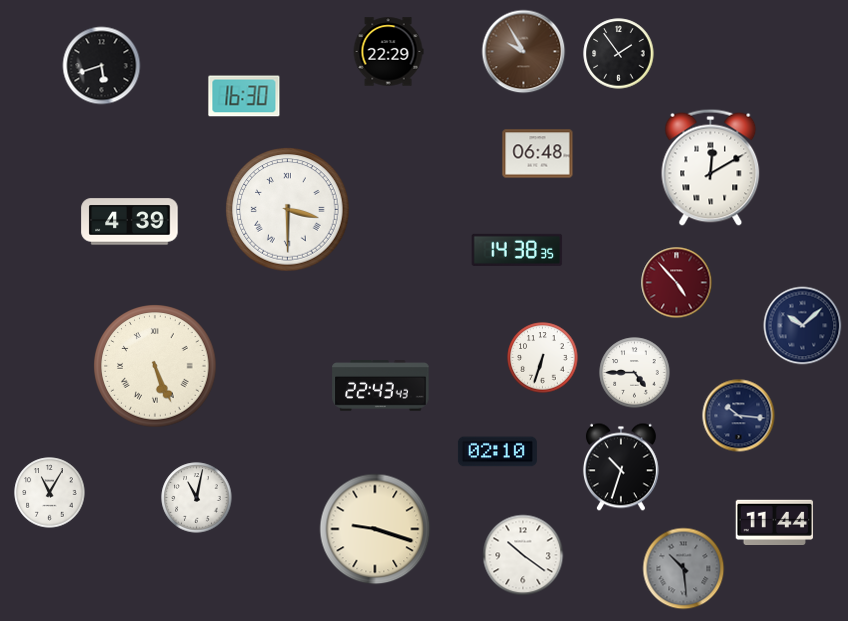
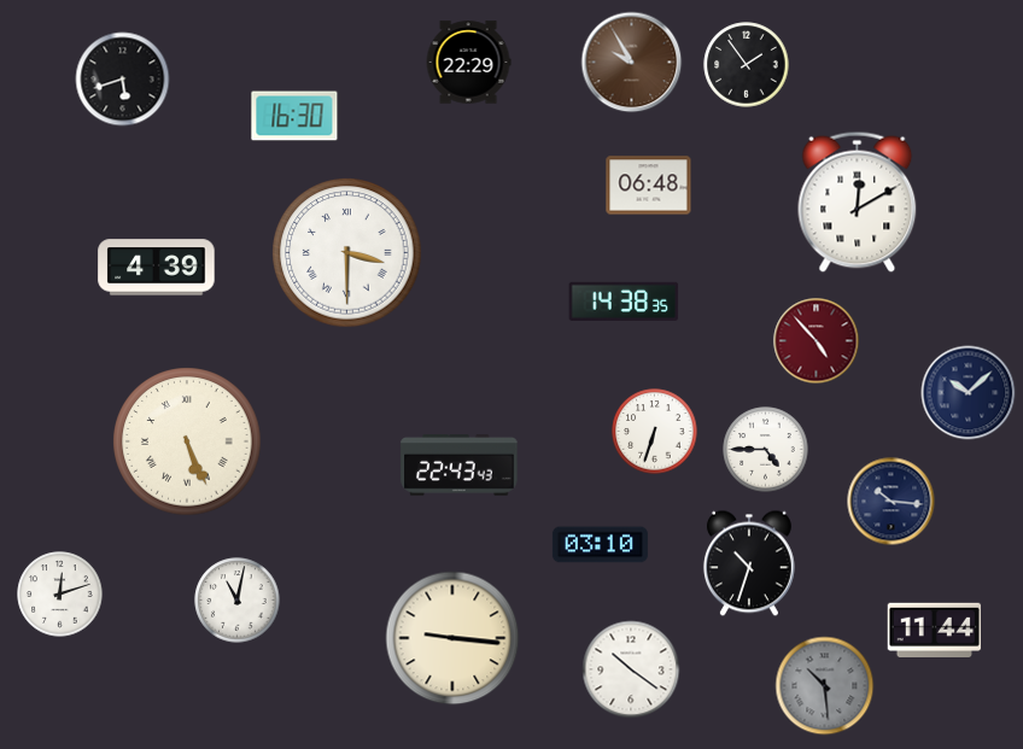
clock at (497, 452): 02:10 -> 03:10
clock at (50, 493): 11:05 -> 12:12
clock at (375, 529): 9:18 -> 9:16
